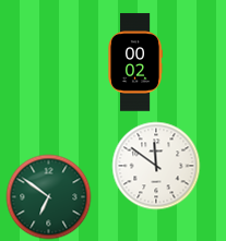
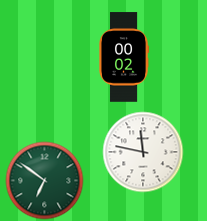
clock at (156, 166): 11:51 -> 11:47
